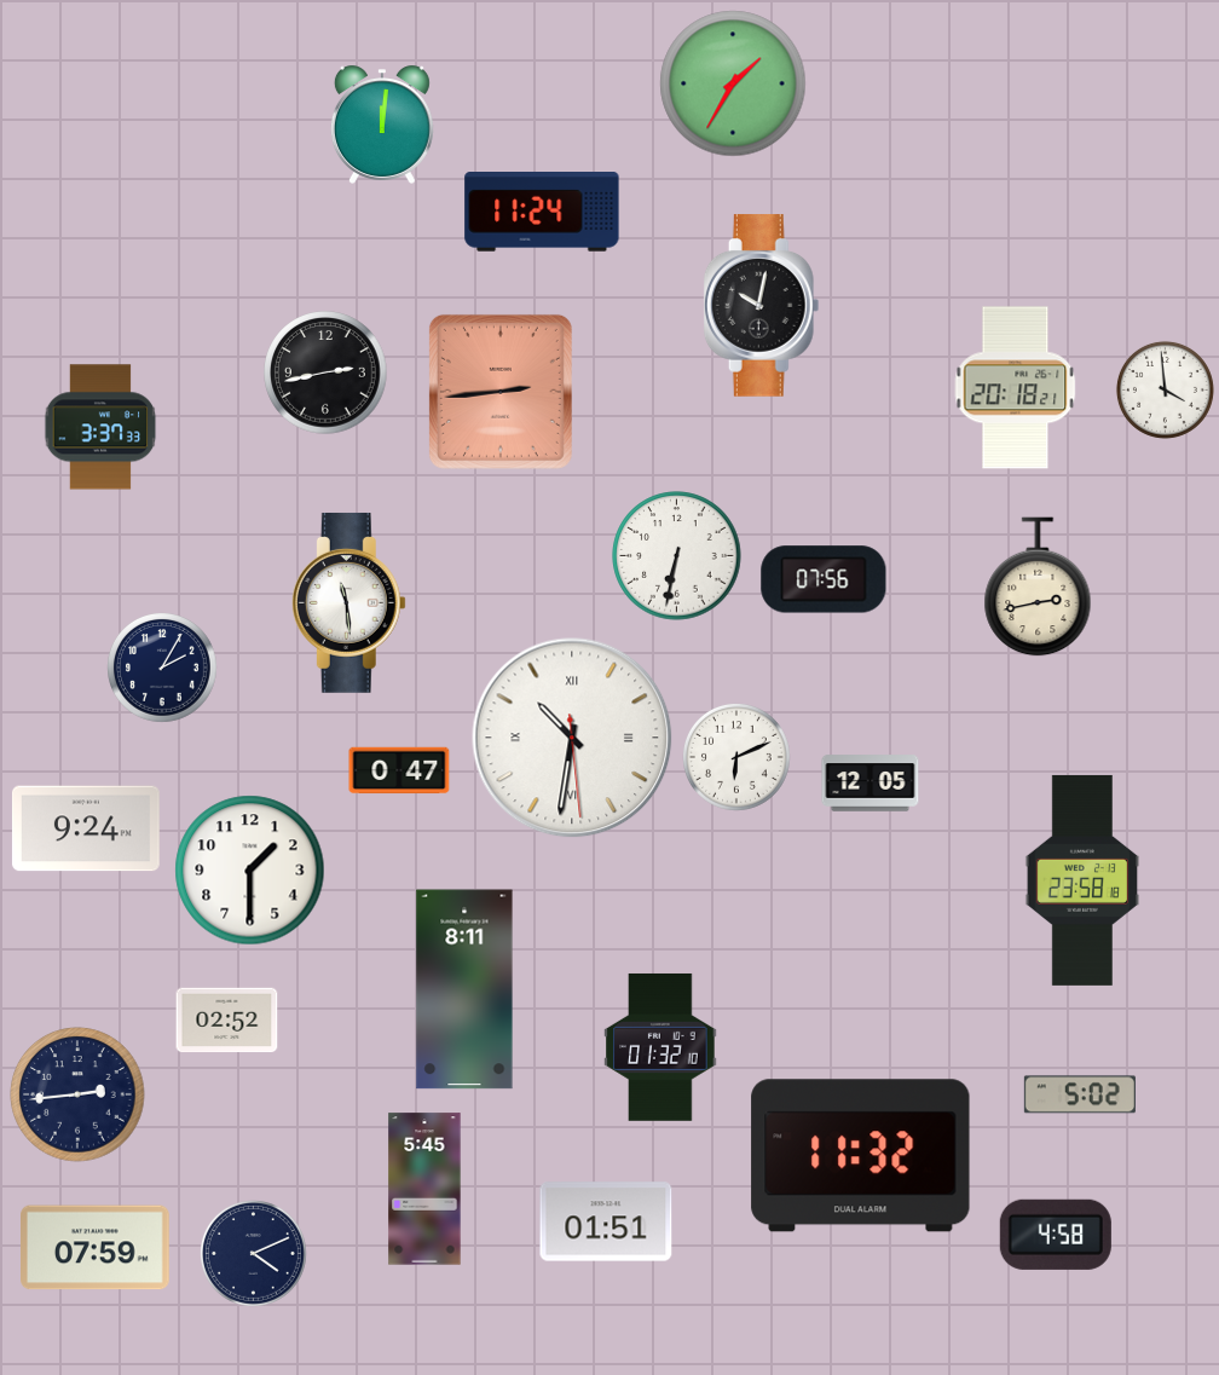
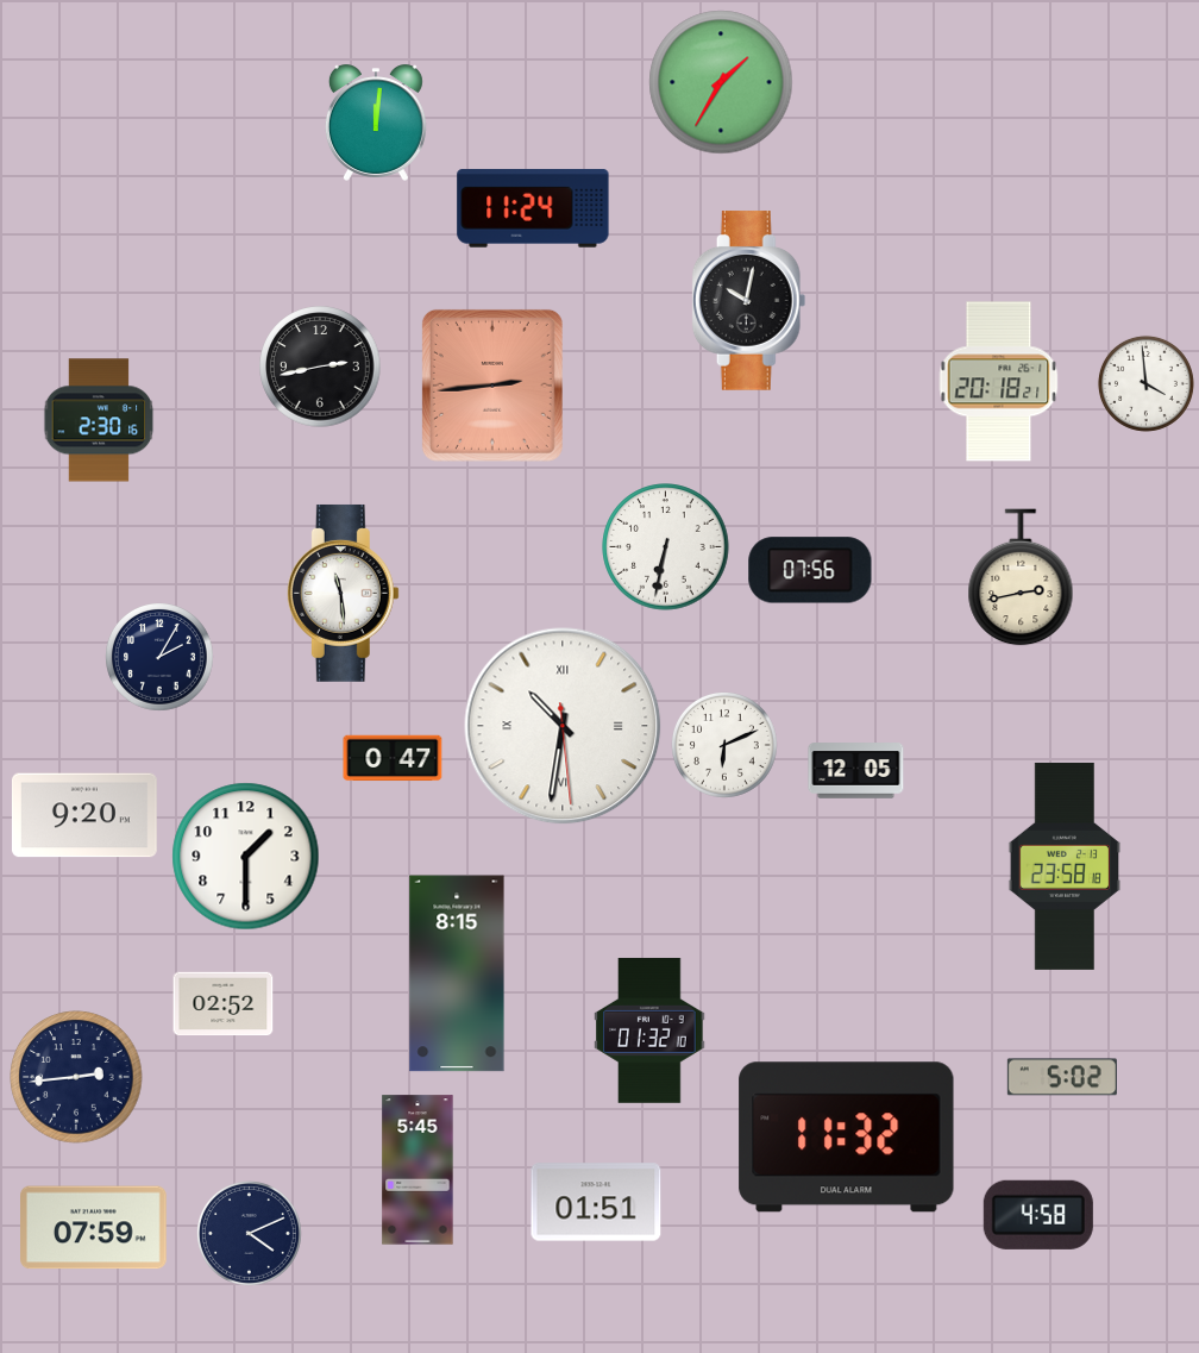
clock at (100, 427): 3:37 -> 2:30
clock at (86, 828): 9:24 -> 9:20
clock at (464, 989): 8:11 -> 8:15
